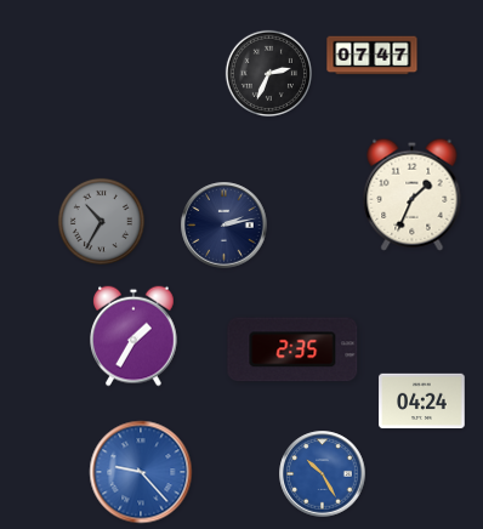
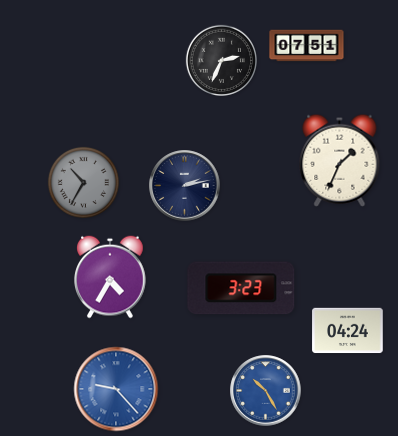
clock at (373, 56): 07:47 -> 07:51
clock at (135, 336): 1:35 -> 4:35
clock at (292, 349): 2:35 -> 3:23
